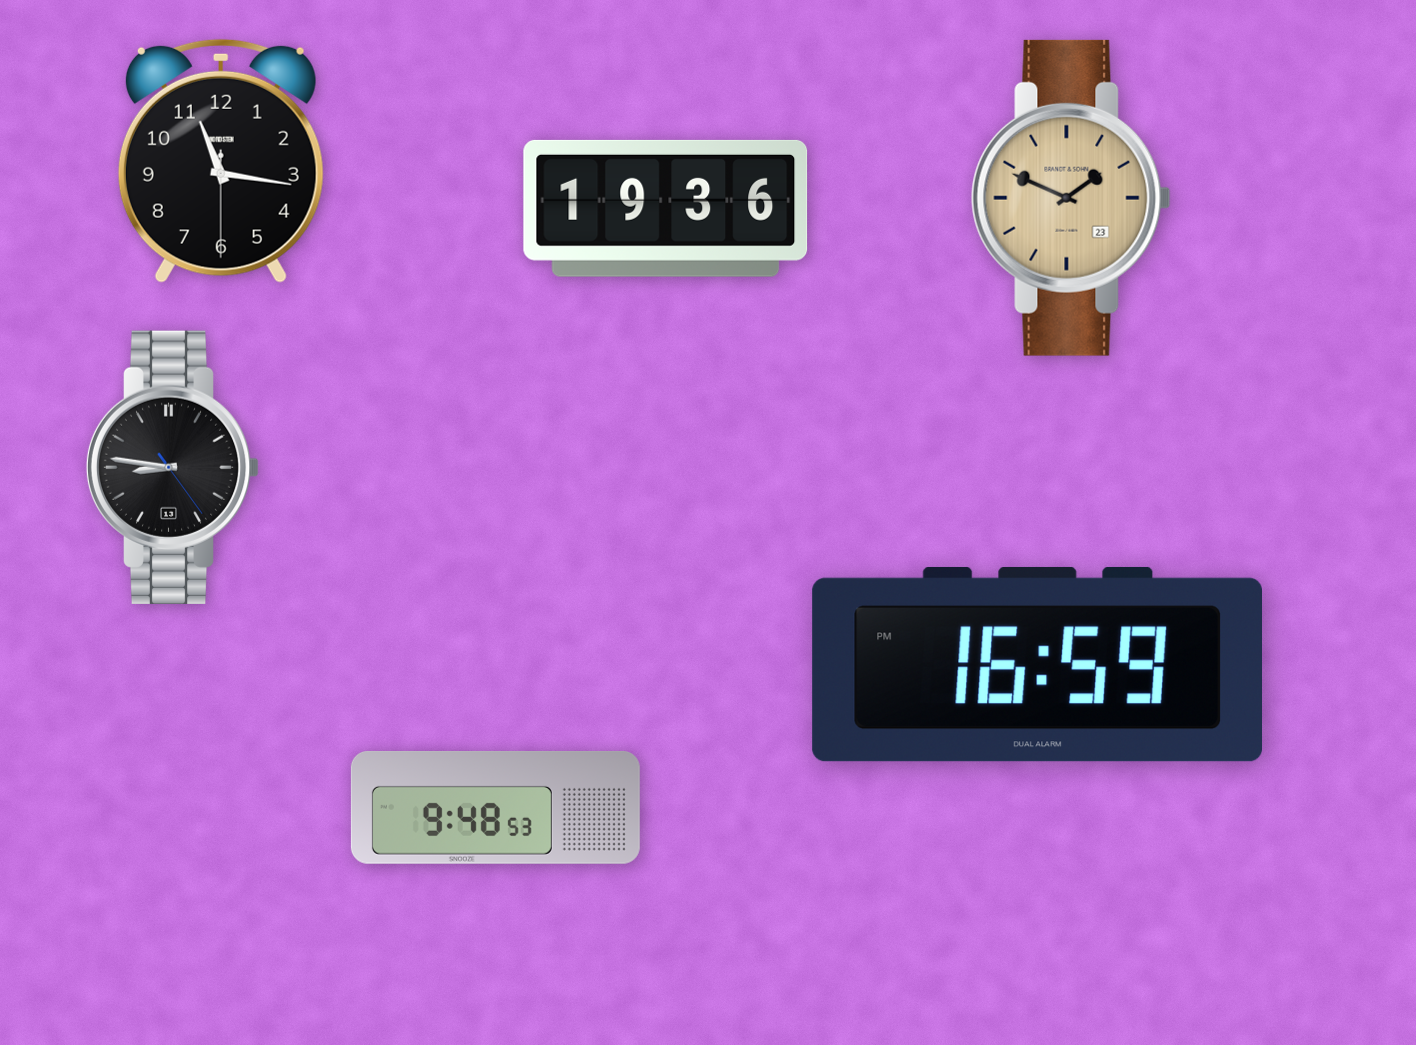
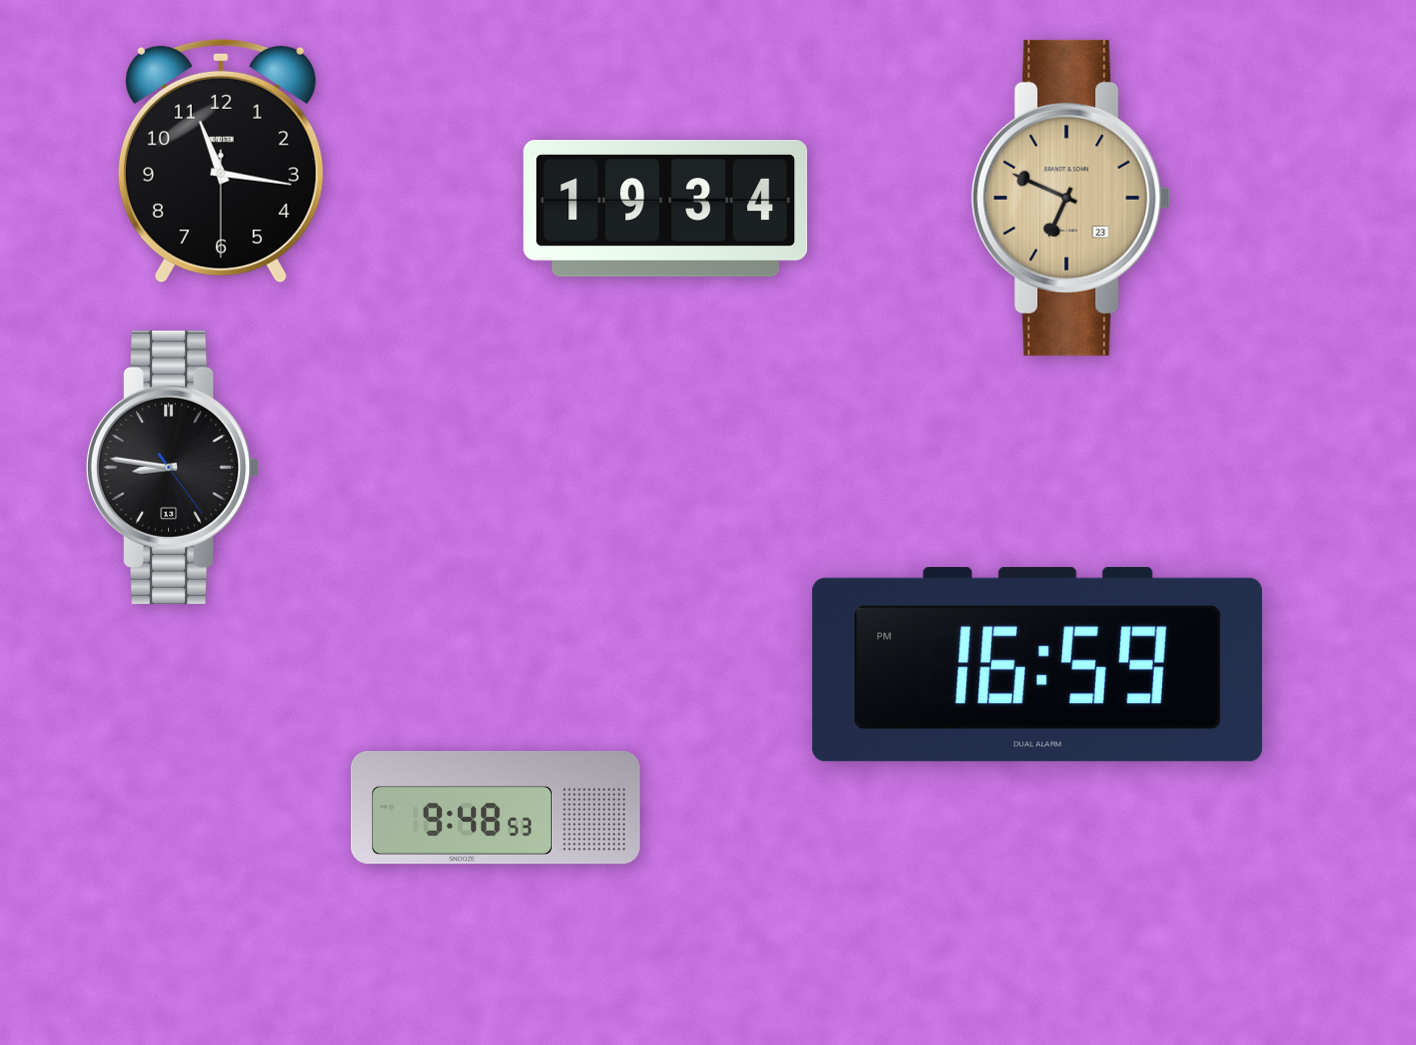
clock at (1071, 198): 1:49 -> 6:49
clock at (666, 208): 19:36 -> 19:34
